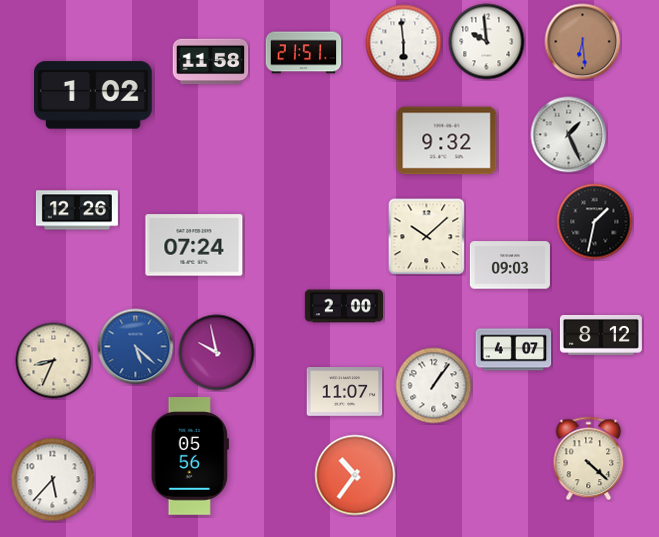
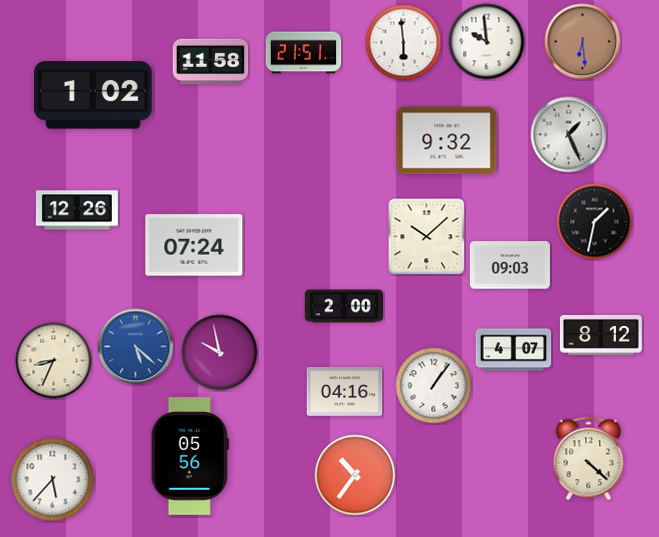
clock at (217, 353) position: (217, 353) -> (220, 353)
clock at (345, 392): 11:07 -> 04:16
